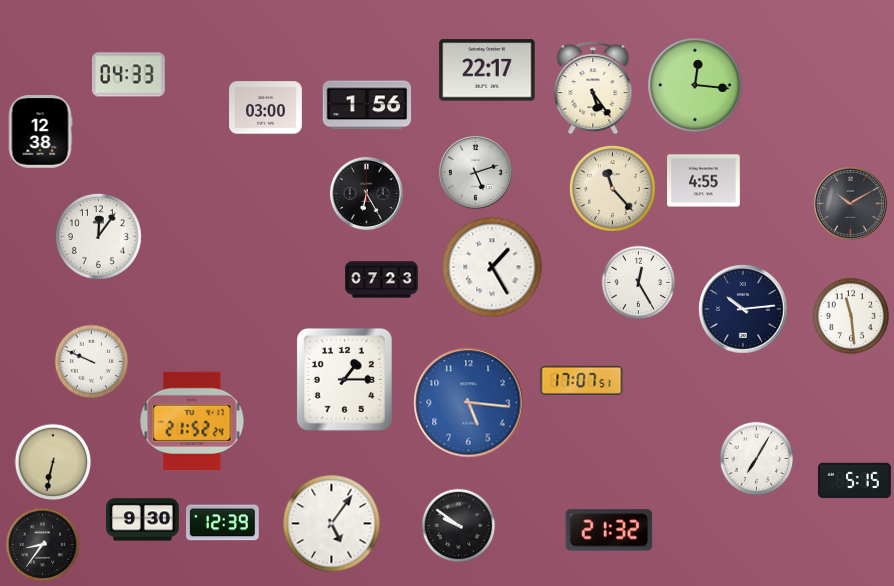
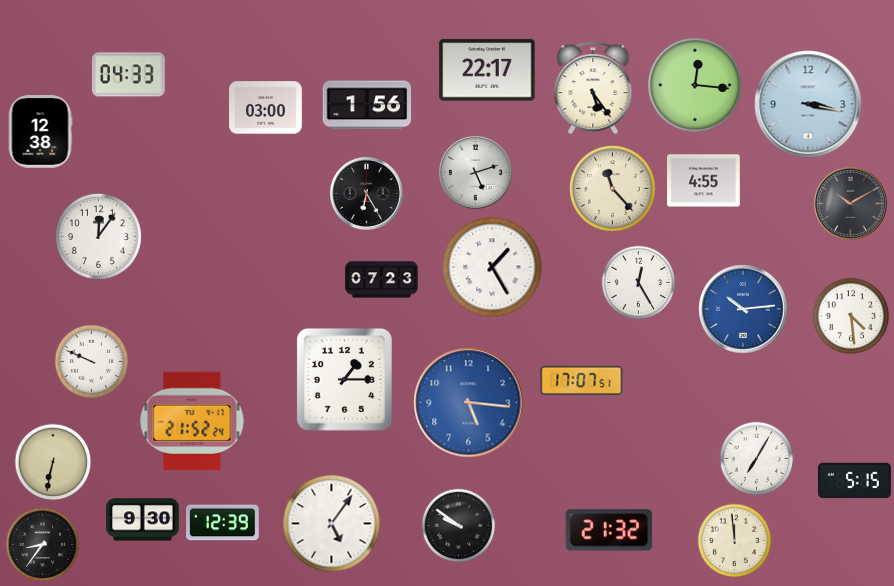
clock at (808, 104): none -> 3:17
clock at (743, 309) dial: navy -> blue
clock at (851, 316): 11:29 -> 4:29
clock at (735, 541): none -> 11:59
